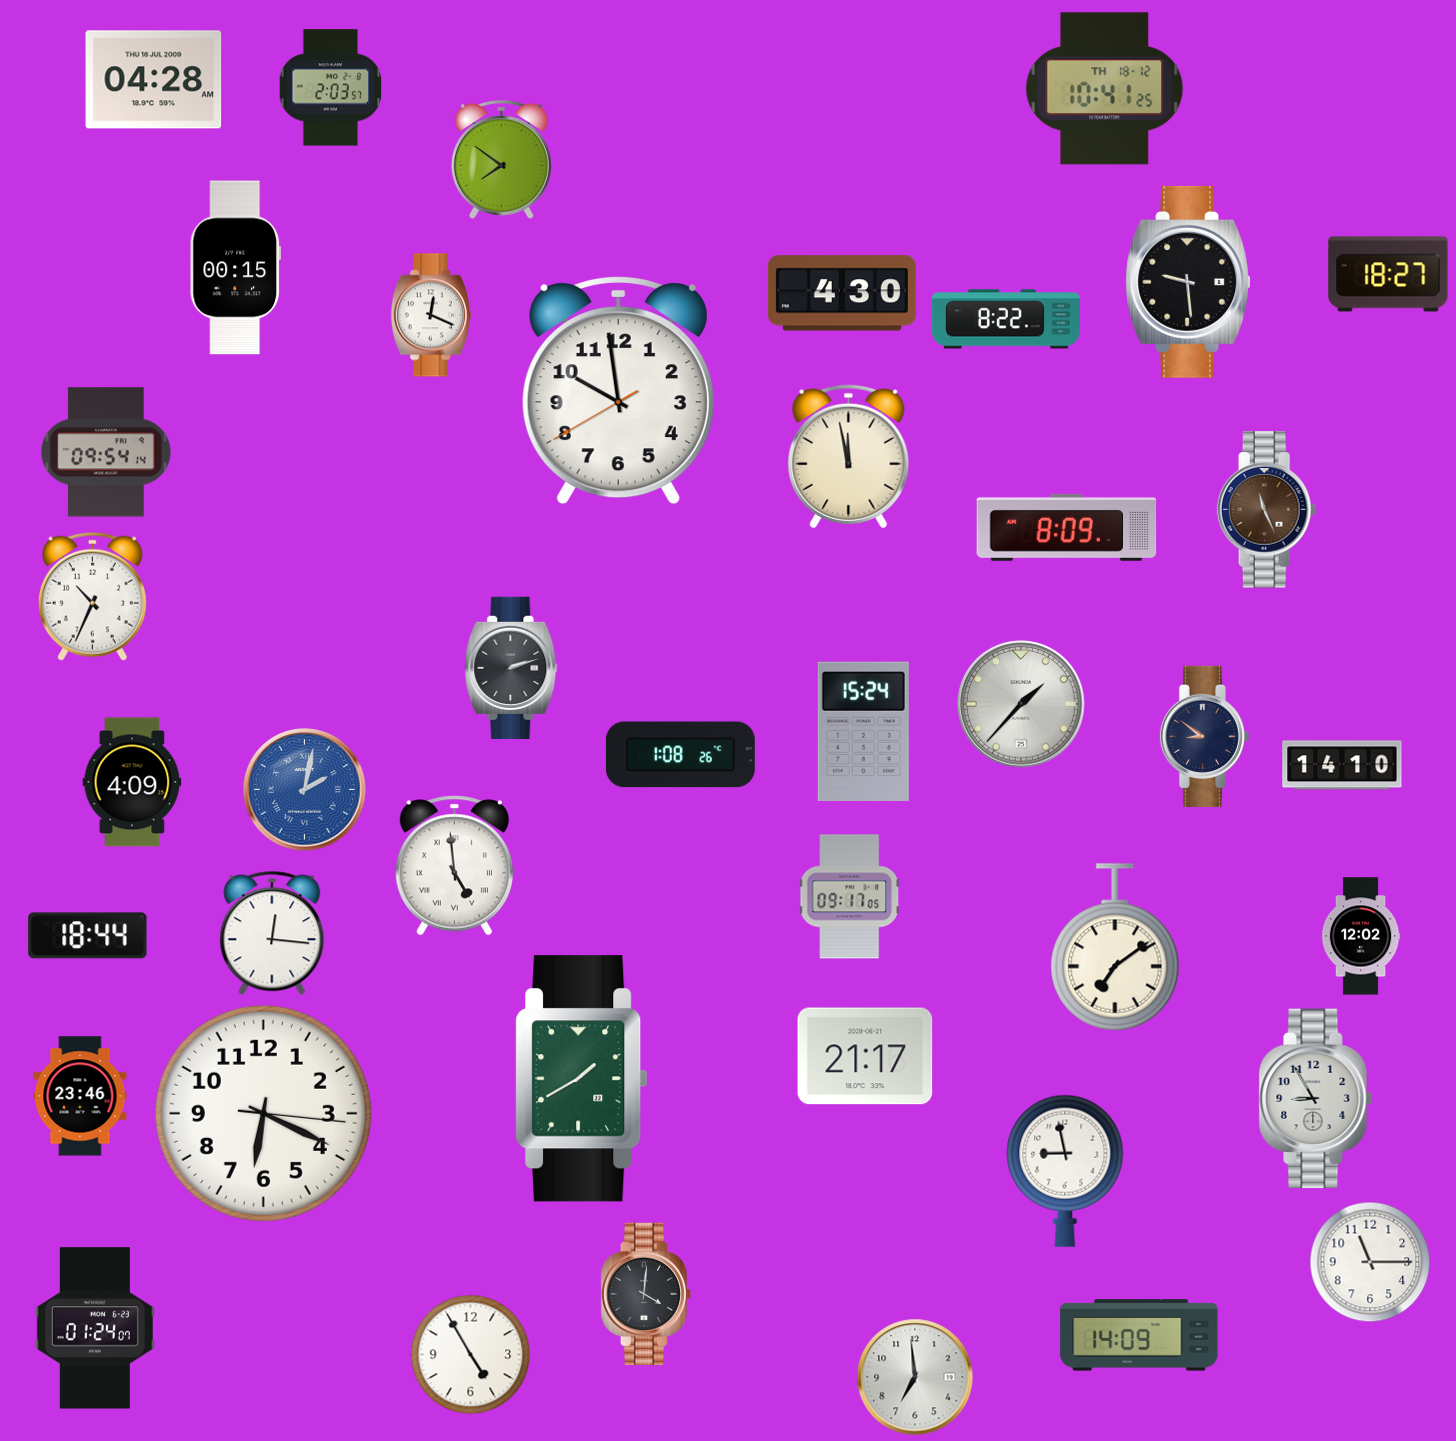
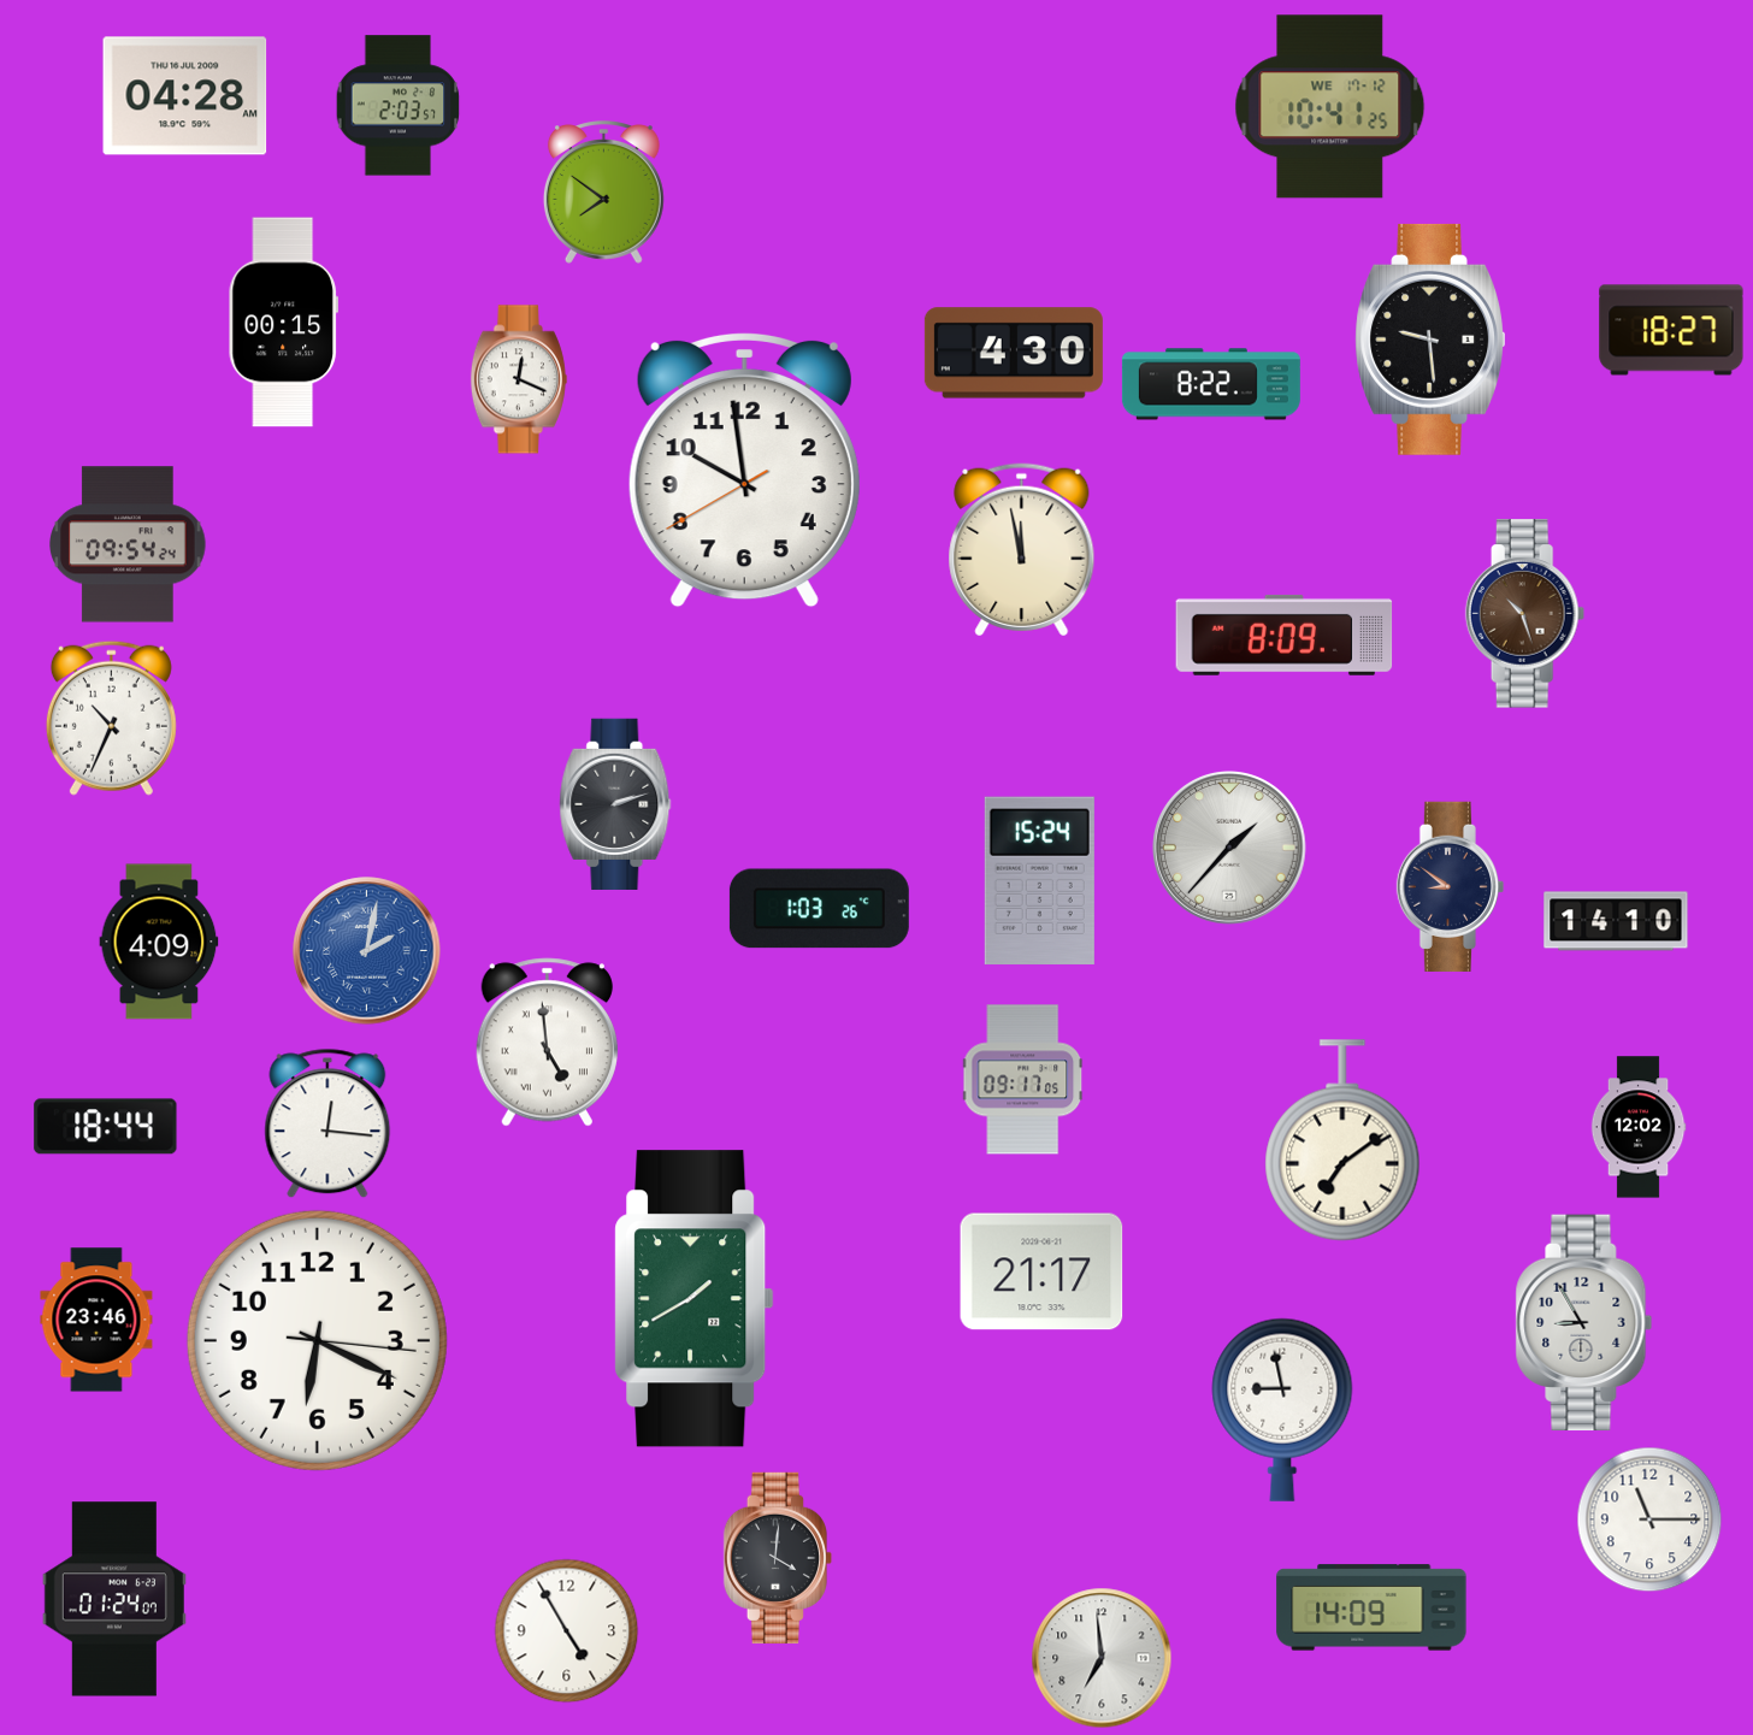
clock at (1105, 89) date: TH 18-12 -> WE 17-12
clock at (107, 452): 09:54:14 -> 09:54:24
clock at (1267, 510): 11:26 -> 10:27
clock at (680, 755): 1:08 -> 1:03
clock at (582, 1079) position: (582, 1079) -> (695, 1299)
